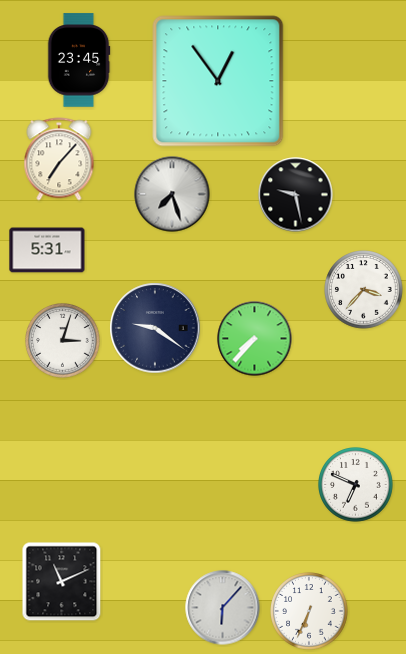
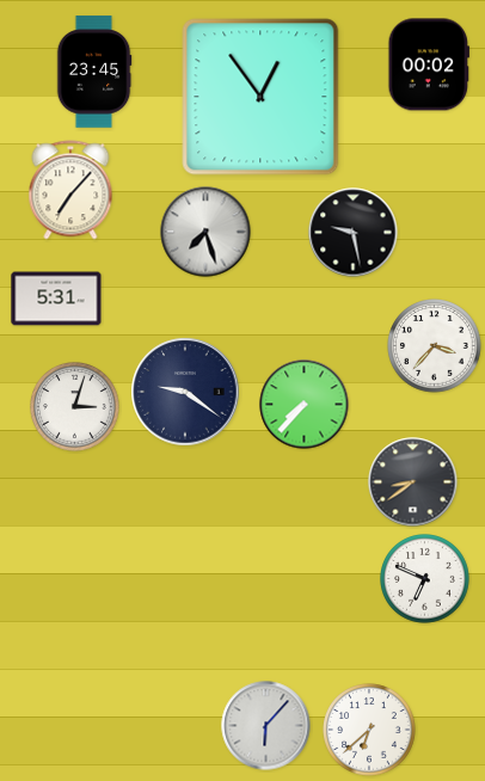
clock at (428, 64): none -> 00:02
clock at (413, 482): none -> 8:39
clock at (62, 582): 11:11 -> none
clock at (309, 611): 6:34 -> 6:38
